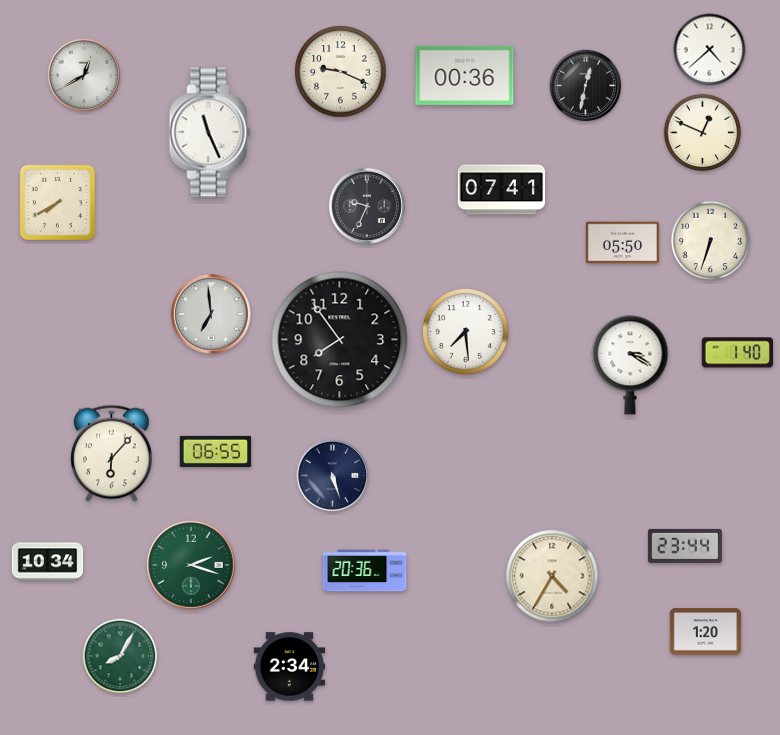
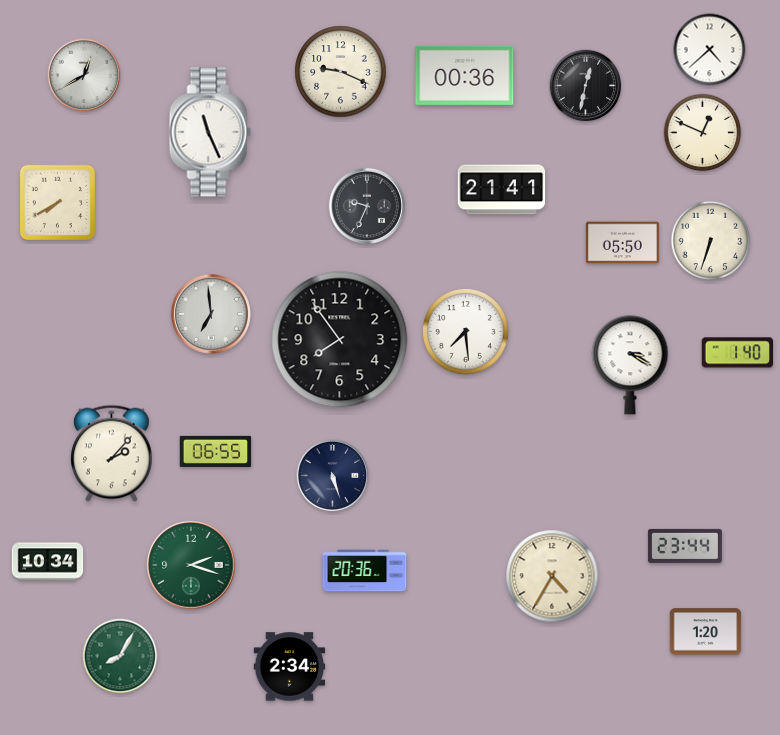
clock at (502, 190): 07:41 -> 21:41
clock at (112, 454): 6:07 -> 2:07
